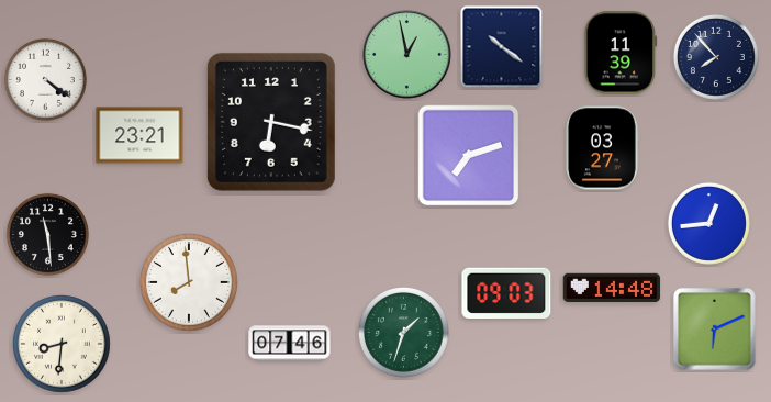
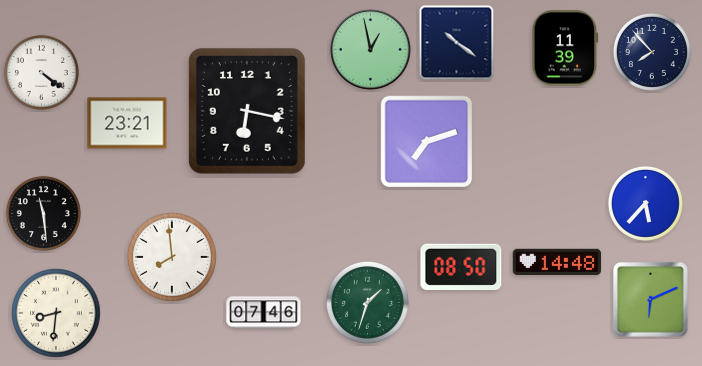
clock at (603, 148): 03:27 -> none
clock at (708, 223): 12:44 -> 5:37
clock at (506, 292): 09:03 -> 08:50
